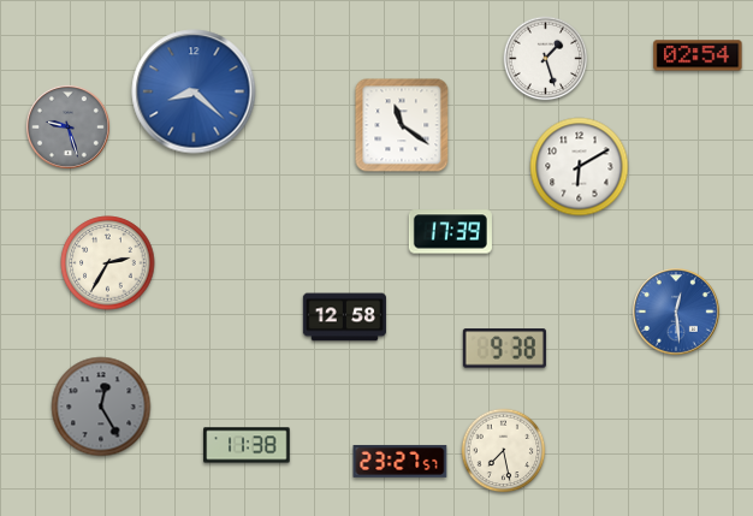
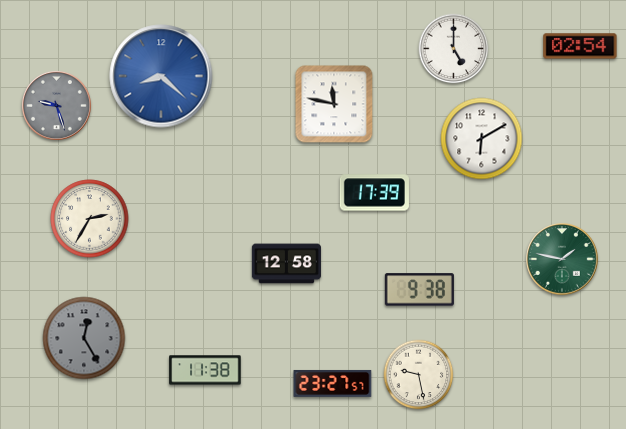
clock at (546, 59): 1:27 -> 5:00
clock at (402, 125): 11:21 -> 11:47
clock at (676, 312): 12:29 -> 1:47
clock at (676, 312) dial: blue -> green
clock at (504, 451): 7:28 -> 9:28
